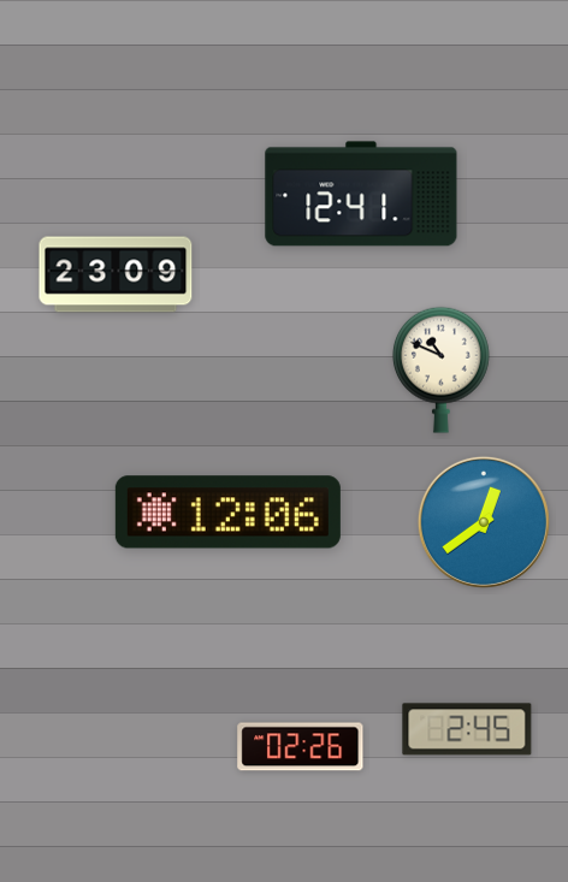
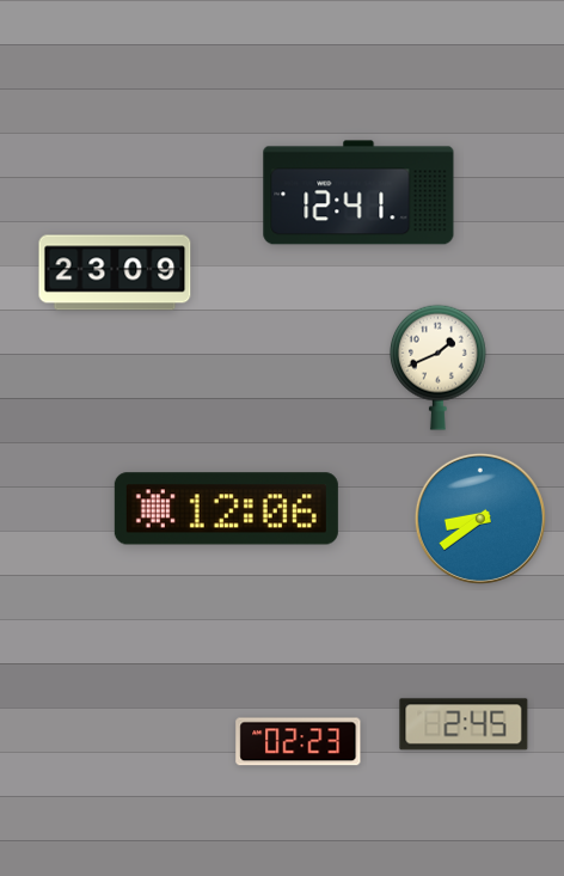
clock at (440, 369): 10:49 -> 1:41
clock at (484, 522): 12:39 -> 8:39
clock at (301, 747): 02:26 -> 02:23
